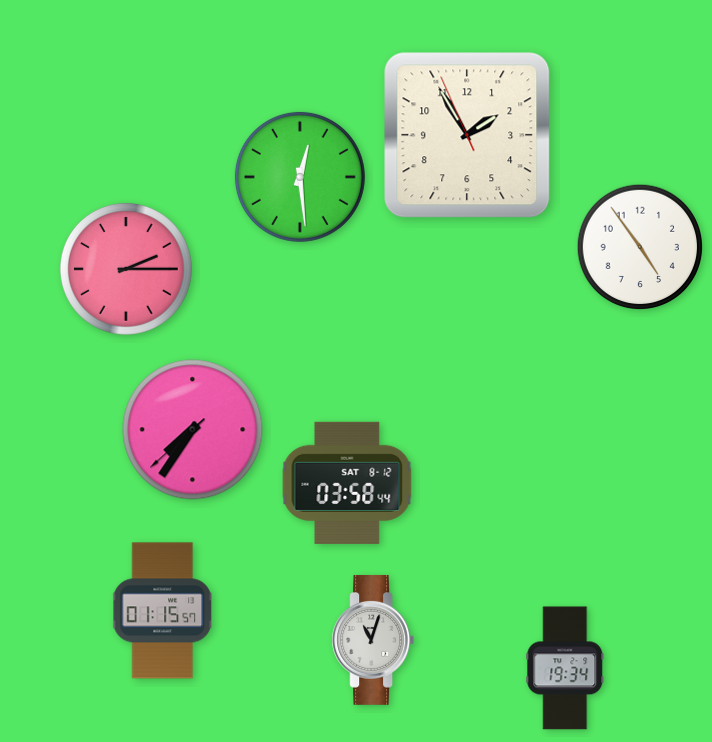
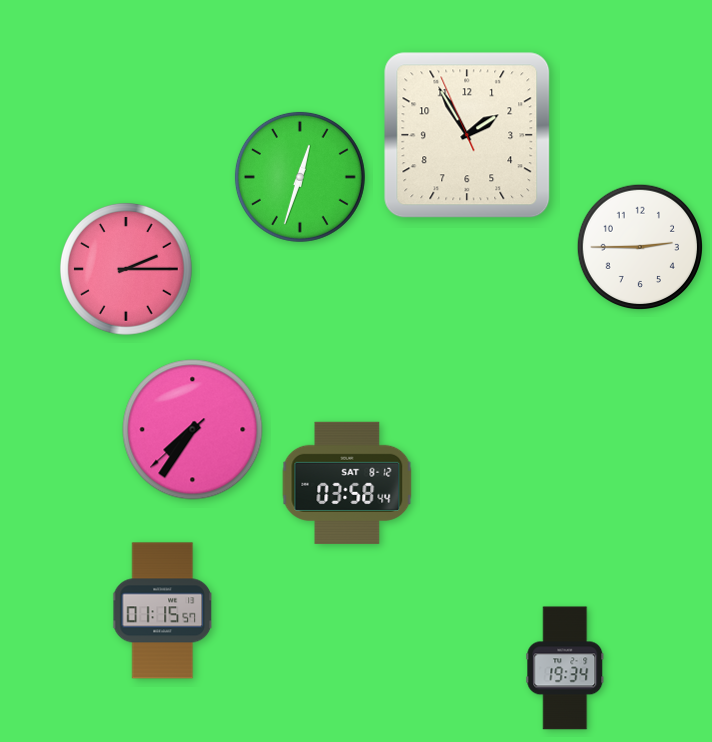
clock at (300, 177): 12:29 -> 12:33
clock at (639, 246): 4:54 -> 2:45
clock at (373, 640): 11:03 -> none
